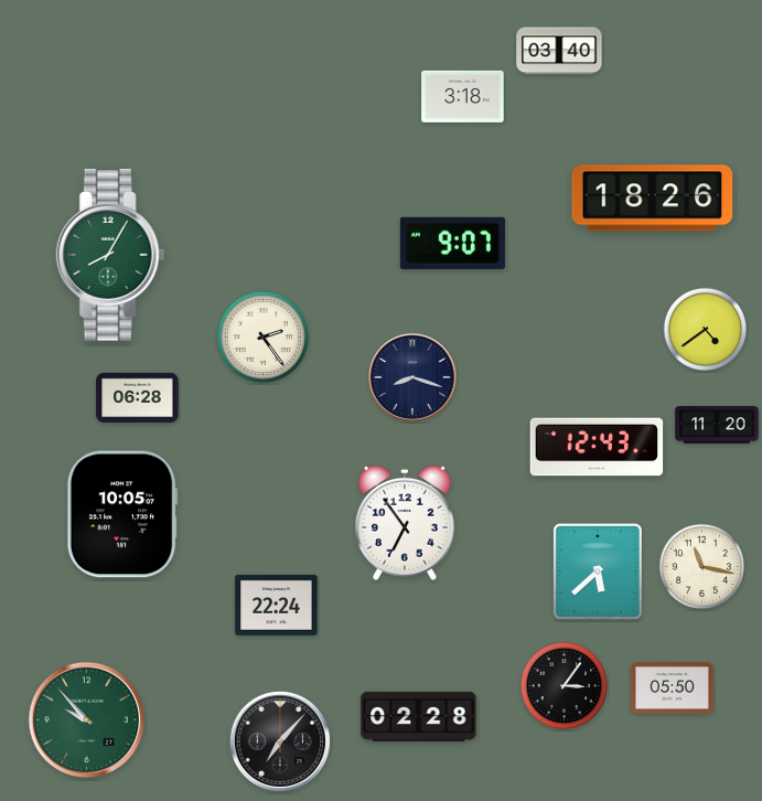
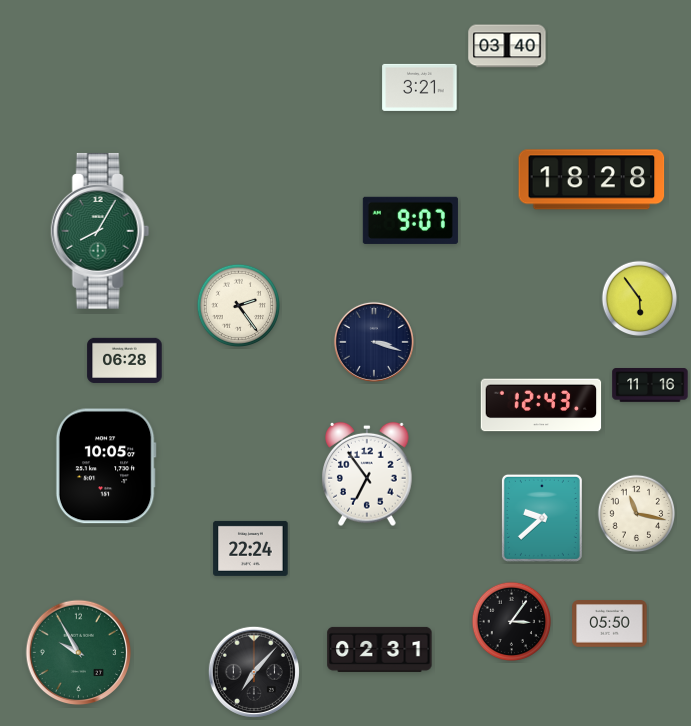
clock at (463, 96): 3:18 -> 3:21
clock at (653, 199): 18:26 -> 18:28
clock at (706, 330): 4:39 -> 5:54
clock at (412, 377): 8:18 -> 3:18
clock at (717, 426): 11:20 -> 11:16
clock at (122, 514) position: (122, 514) -> (106, 466)
clock at (598, 572): 5:38 -> 9:38
clock at (419, 716): 02:28 -> 02:31
clock at (87, 720): 9:53 -> 9:55
